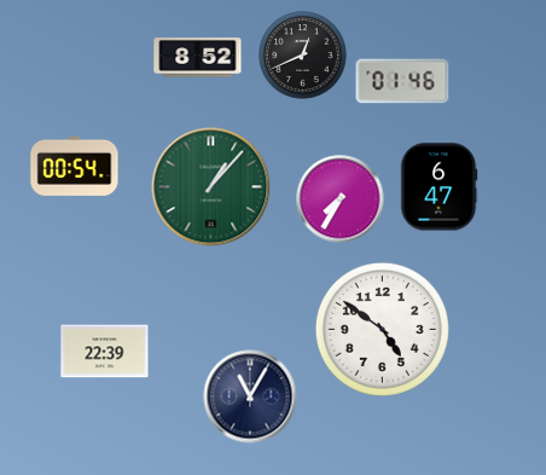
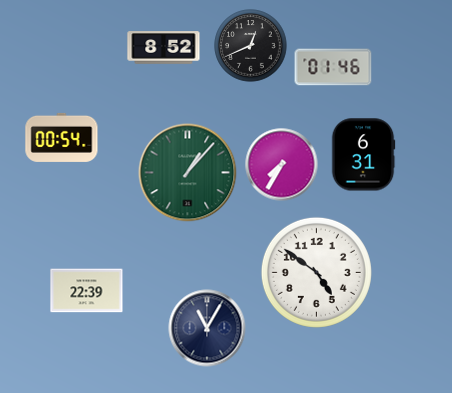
clock at (211, 187) position: (211, 187) -> (188, 173)
clock at (438, 187): 6:47 -> 6:31
